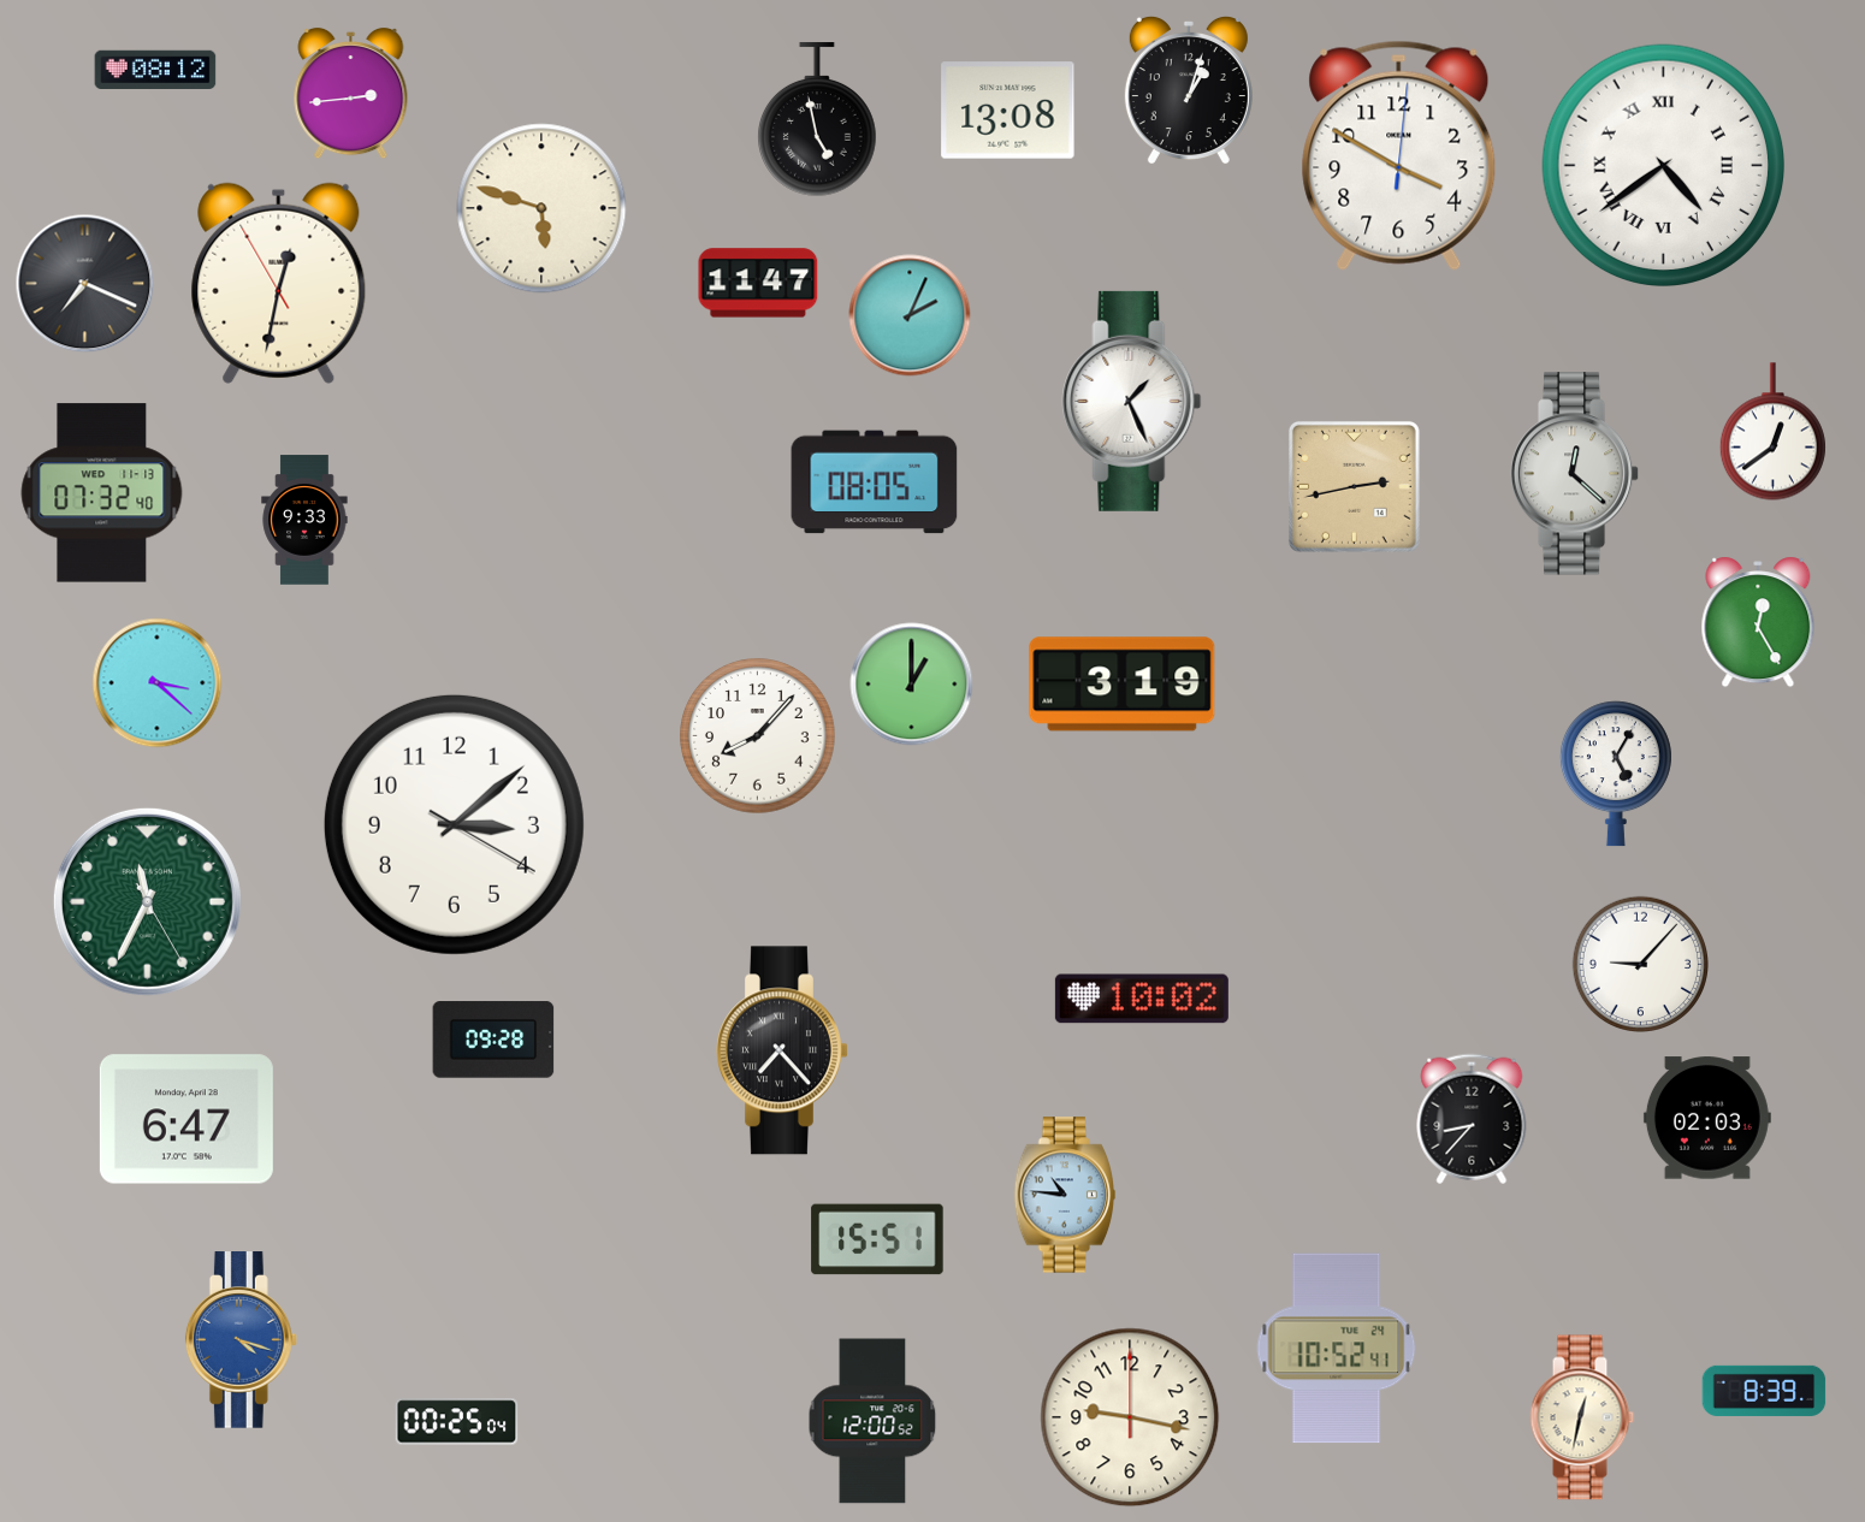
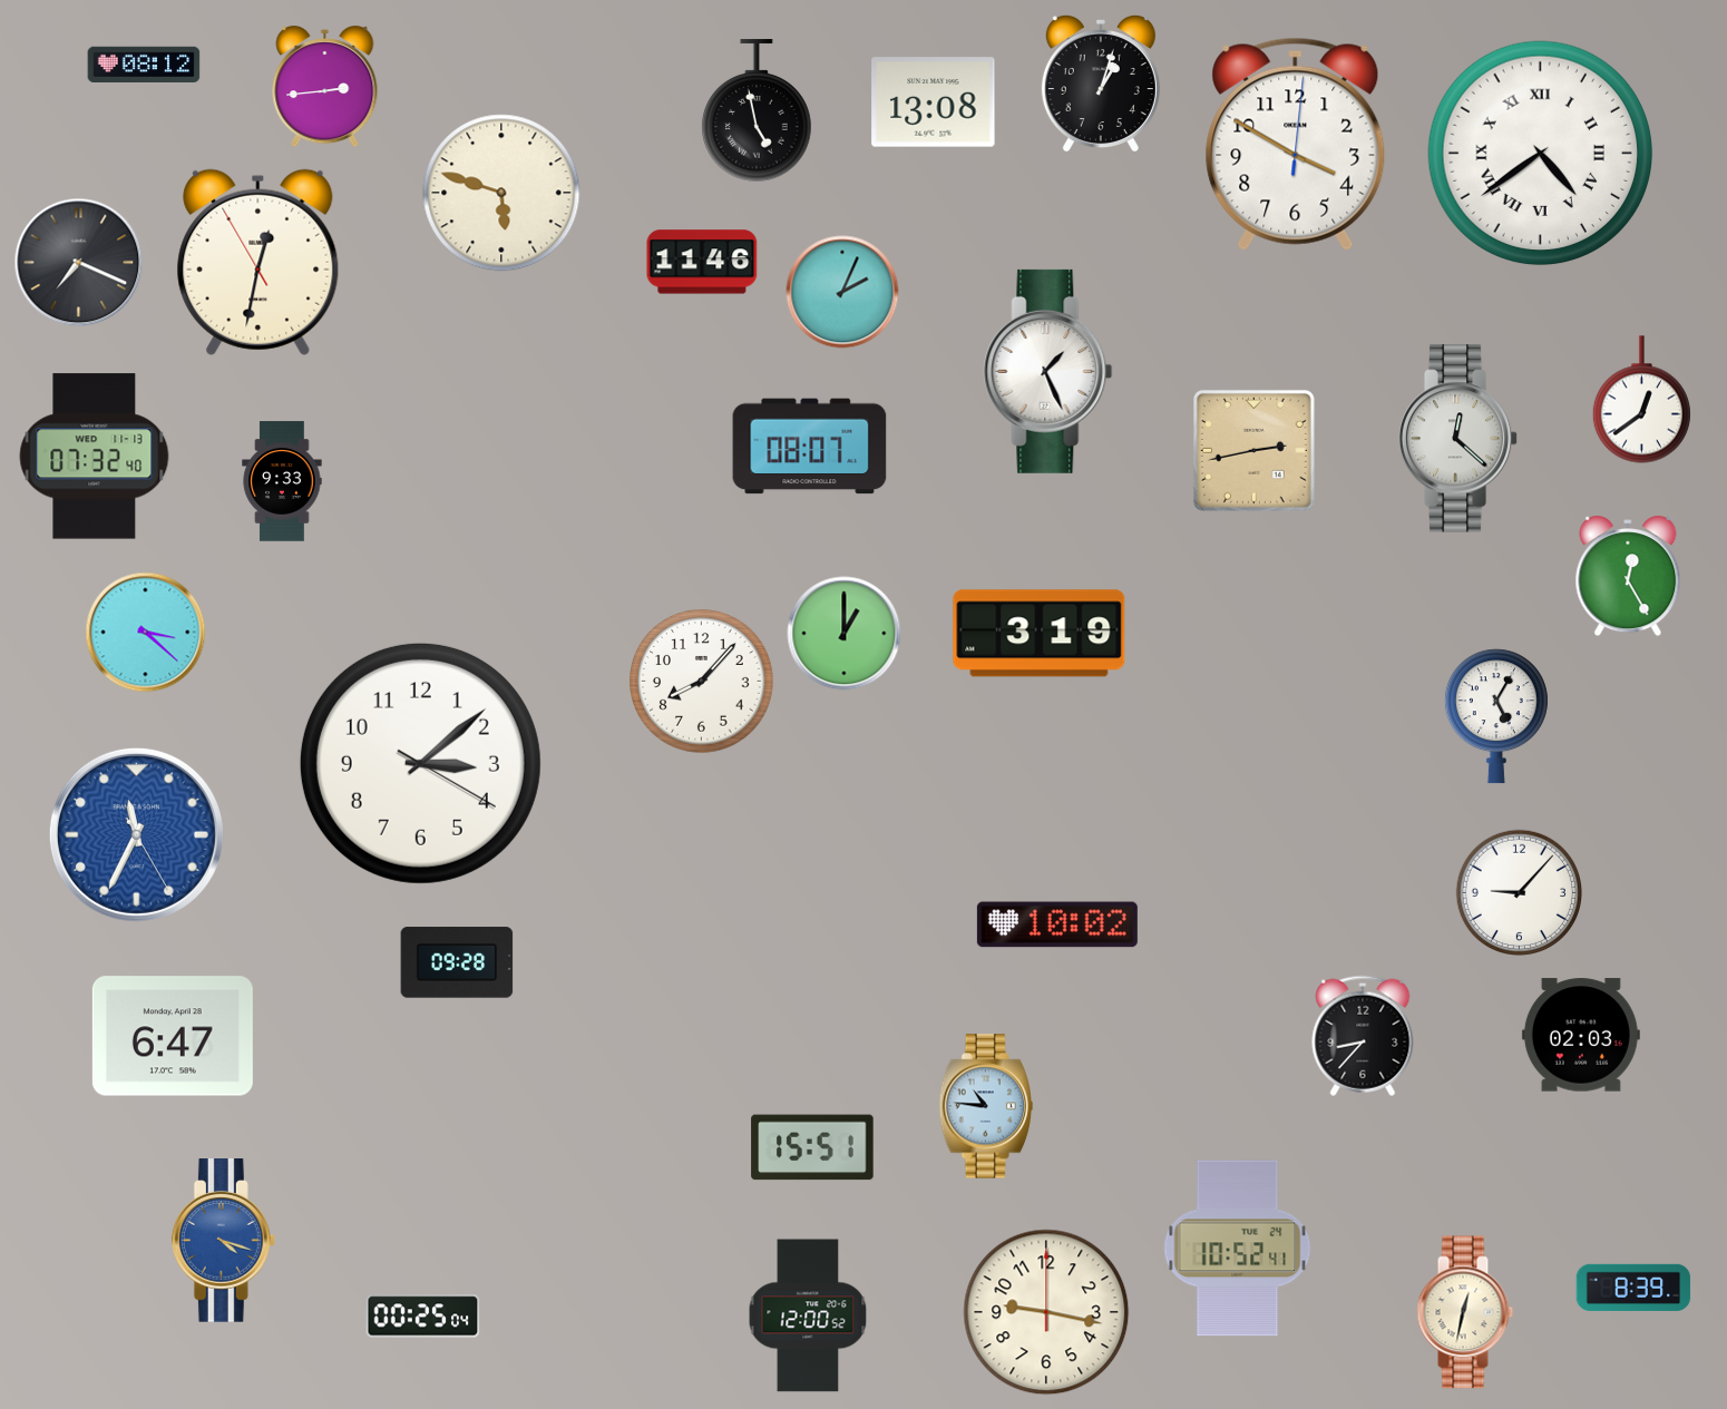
clock at (758, 283): 11:47 -> 11:46
clock at (875, 482): 08:05 -> 08:07
clock at (147, 901) dial: green -> blue
clock at (783, 1050): 7:23 -> none
